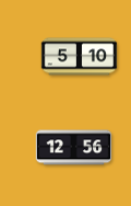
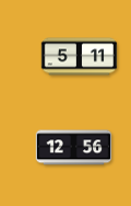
clock at (80, 57): 5:10 -> 5:11
